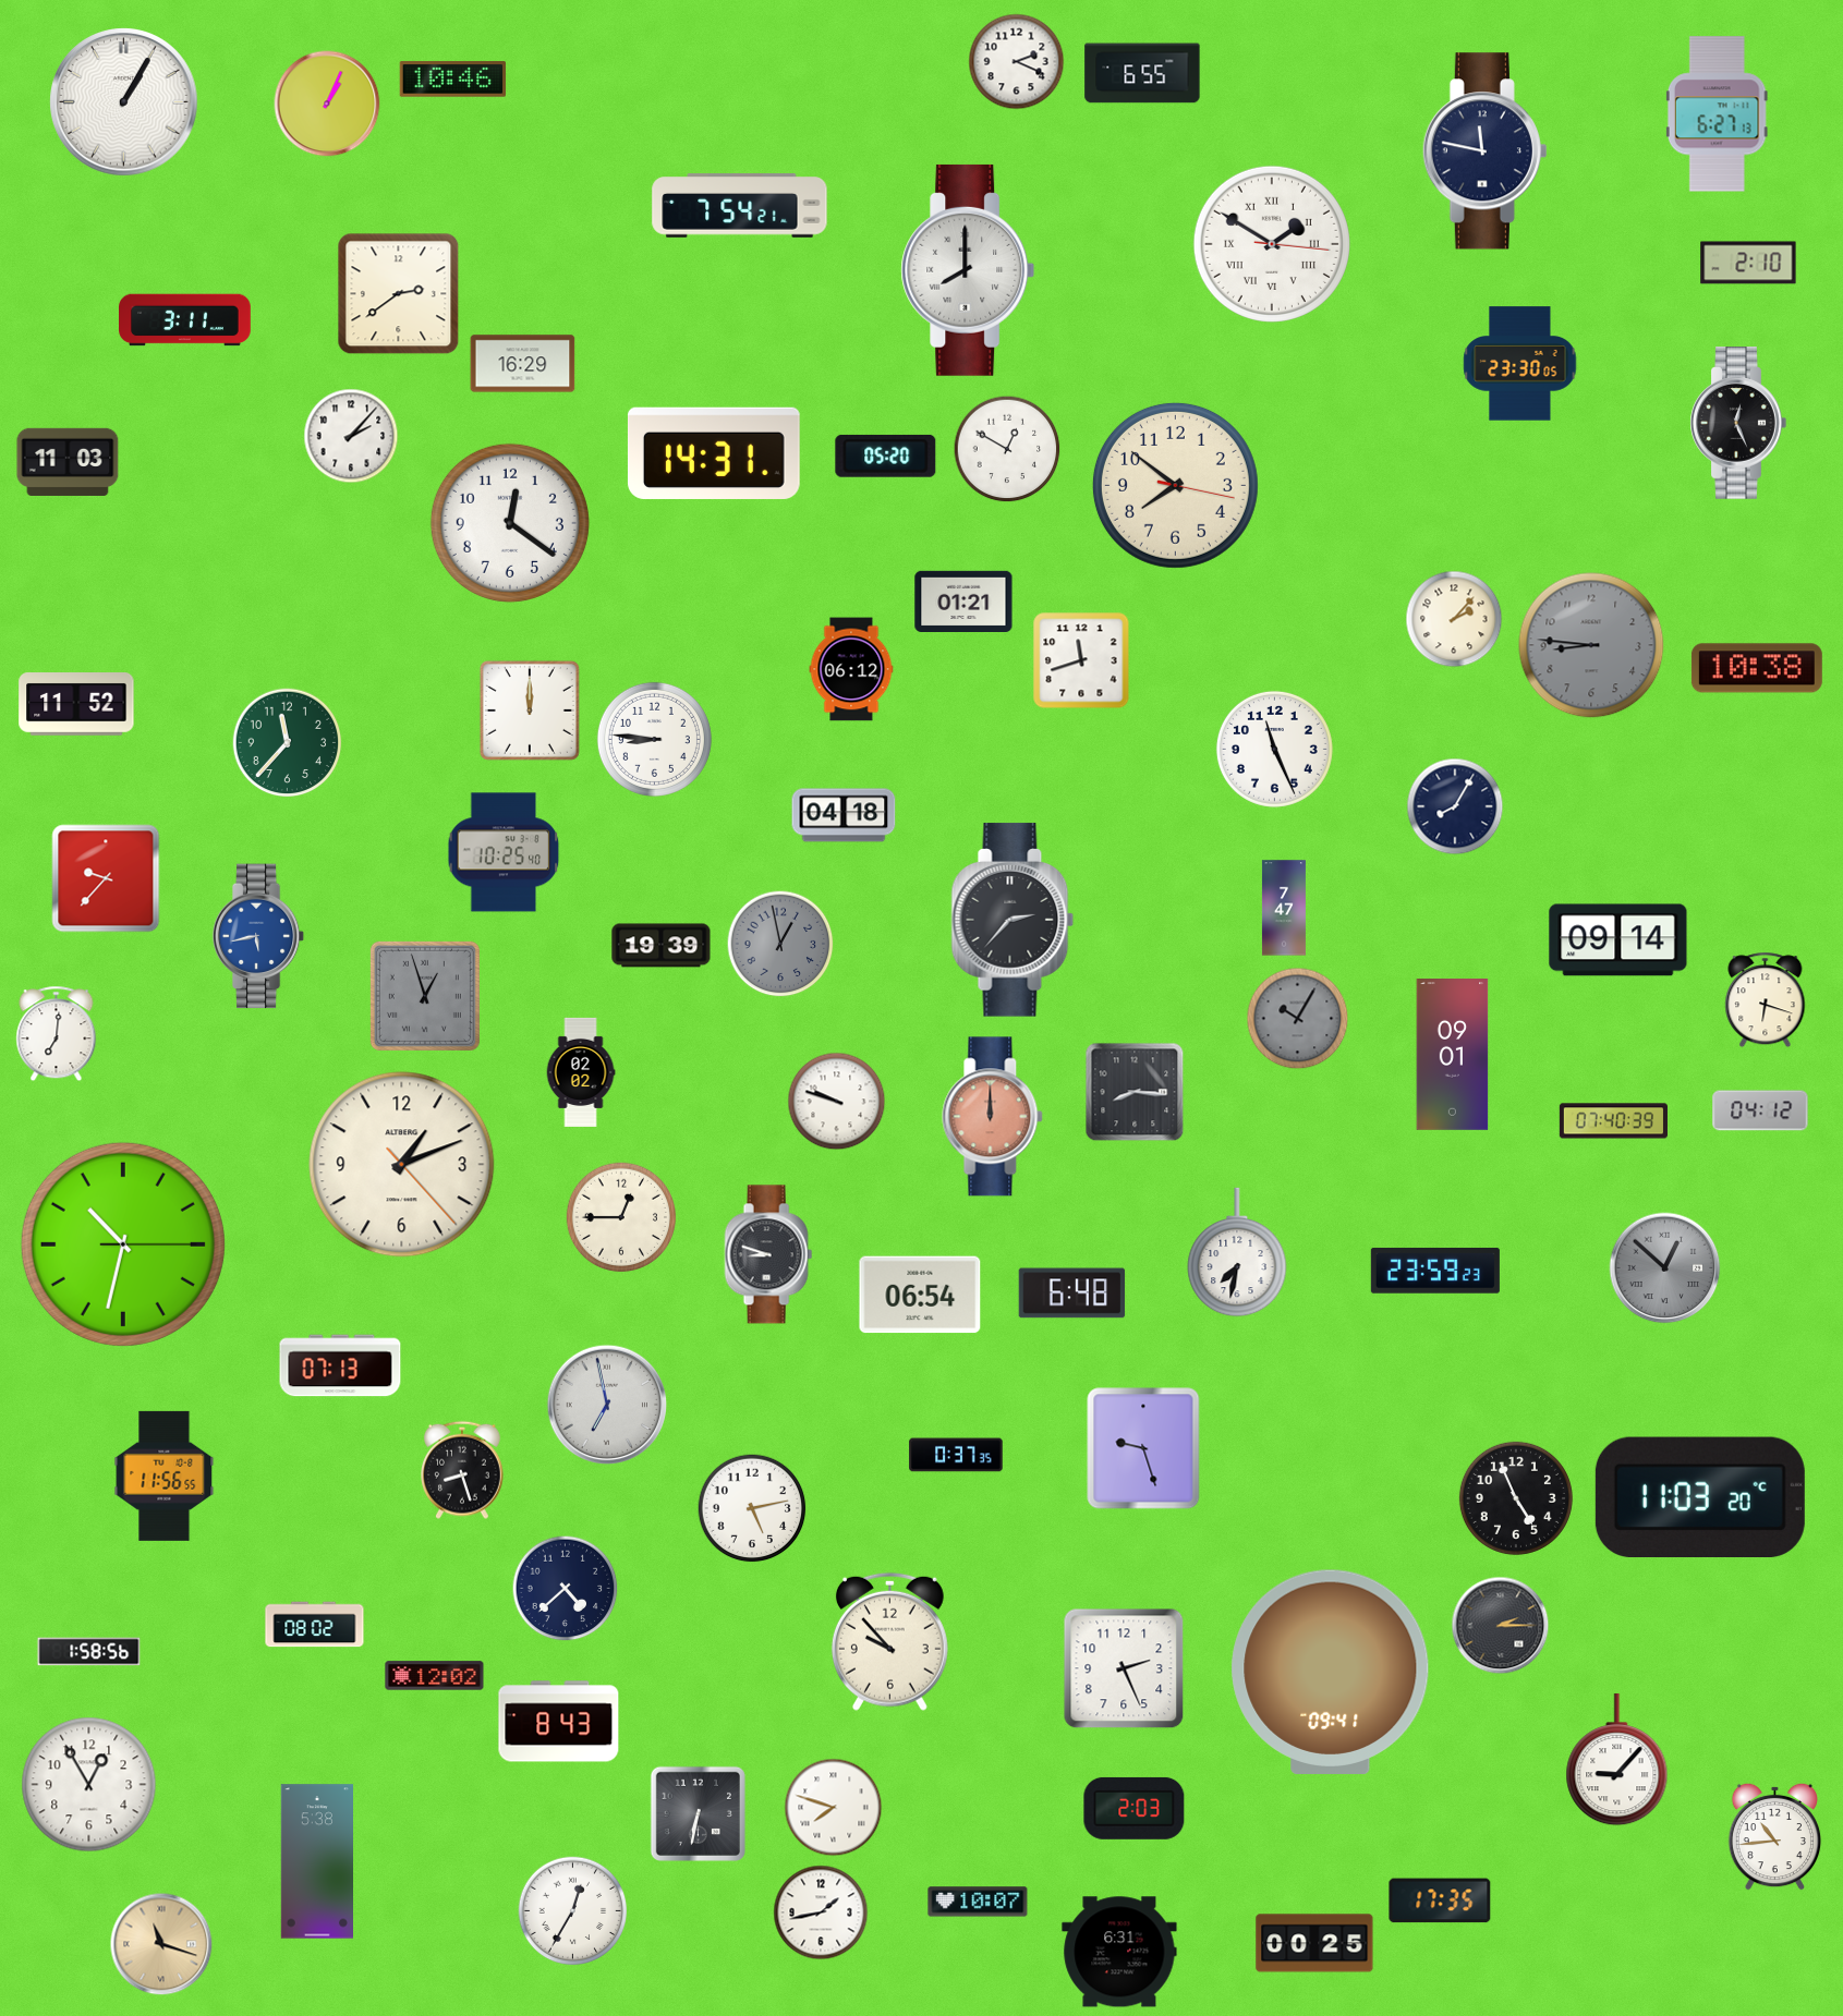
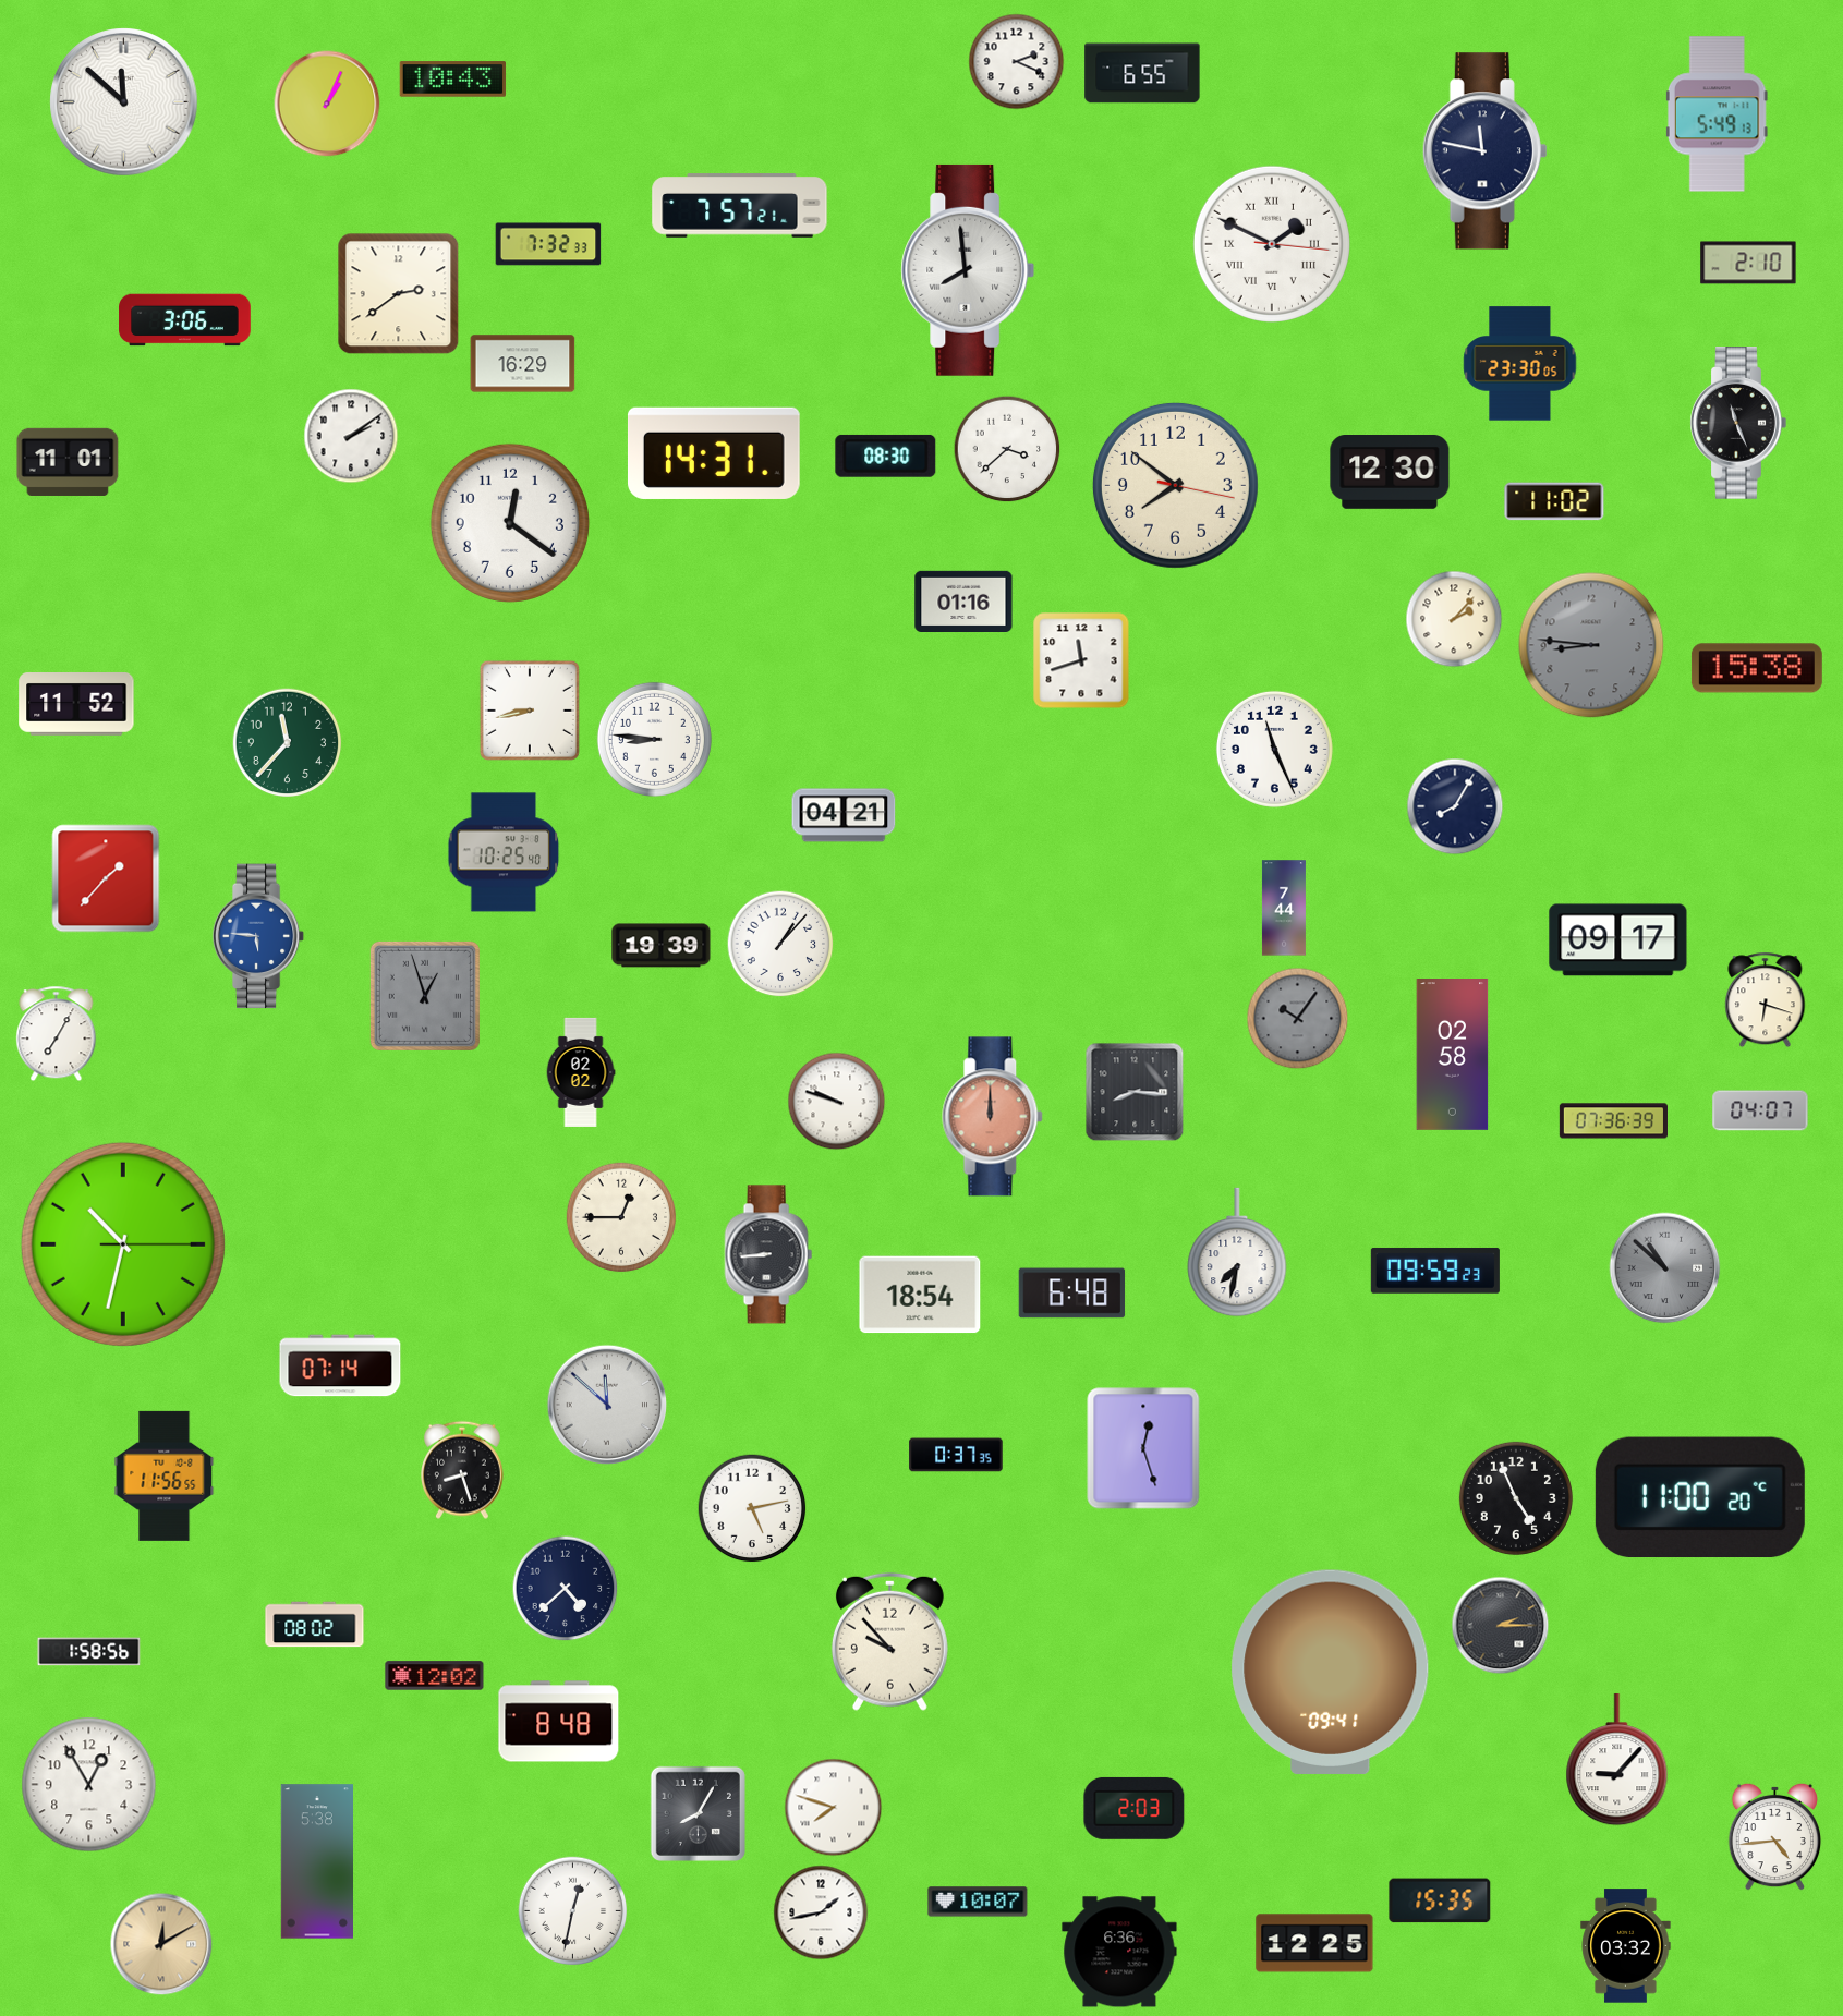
clock at (453, 80): 10:46 -> 10:43
clock at (124, 102): 1:05 -> 11:52
clock at (1717, 114): 6:27 -> 5:49
clock at (740, 206): 7:54 -> 7:57
clock at (548, 244): none -> 7:32
clock at (1272, 244): 1:50 -> 1:49
clock at (968, 270): 8:00 -> 7:59
clock at (185, 320): 3:11 -> 3:06
clock at (1738, 423): 12:26 -> 11:26
clock at (351, 436): 2:07 -> 2:09
clock at (1007, 449): 12:50 -> 3:38
clock at (886, 456): 05:20 -> 08:30
clock at (68, 462): 11:03 -> 11:01
clock at (1390, 473): none -> 12:30
clock at (1554, 501): none -> 11:02
clock at (963, 600): 01:21 -> 01:16
clock at (1757, 668): 10:38 -> 15:38
clock at (851, 669): 06:12 -> none
clock at (530, 711): 12:00 -> 8:43
clock at (844, 815): 04:18 -> 04:21
clock at (106, 878): 9:37 -> 1:37
clock at (1284, 908): 7:47 -> 7:44
clock at (1013, 920): 2:37 -> none
clock at (258, 936): 5:43 -> 5:46
clock at (1618, 940): 09:14 -> 09:17
clock at (780, 944): 12:58 -> 1:07
clock at (780, 944) dial: grey -> white
clock at (1298, 1019): 10:05 -> 10:06
clock at (57, 1034): 7:01 -> 7:05
clock at (1453, 1055): 09:01 -> 02:58
clock at (1760, 1110): 04:12 -> 04:07
clock at (1613, 1121): 07:40 -> 07:36
clock at (402, 1165): 1:11 -> none
clock at (768, 1254): 8:48 -> 8:44
clock at (1665, 1268): 12:52 -> 10:52
clock at (1435, 1271): 23:59 -> 09:59
clock at (920, 1295): 06:54 -> 18:54
clock at (340, 1365): 07:13 -> 07:14
clock at (607, 1405): 6:58 -> 11:52
clock at (1143, 1448): 9:27 -> 12:27
clock at (1700, 1496): 11:03 -> 11:00
clock at (1124, 1668): 2:26 -> none
clock at (559, 1722): 8:43 -> 8:48
clock at (698, 1813): 6:32 -> 8:05
clock at (1775, 1836): 10:44 -> 4:44
clock at (1440, 1900): 17:35 -> 15:35
clock at (573, 1911): 12:35 -> 12:32
clock at (1314, 1943): 00:25 -> 12:25
clock at (161, 1944): 11:18 -> 12:10
clock at (1626, 1946): none -> 03:32
clock at (1119, 1952): 6:31 -> 6:36
